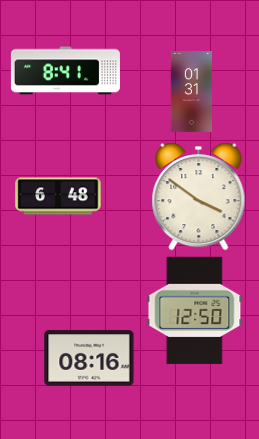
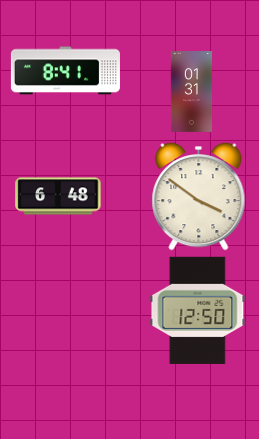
clock at (195, 310) position: (195, 310) -> (198, 310)
clock at (89, 358): 08:16 -> none
